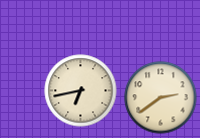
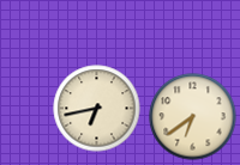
clock at (161, 98): 2:39 -> 6:39
